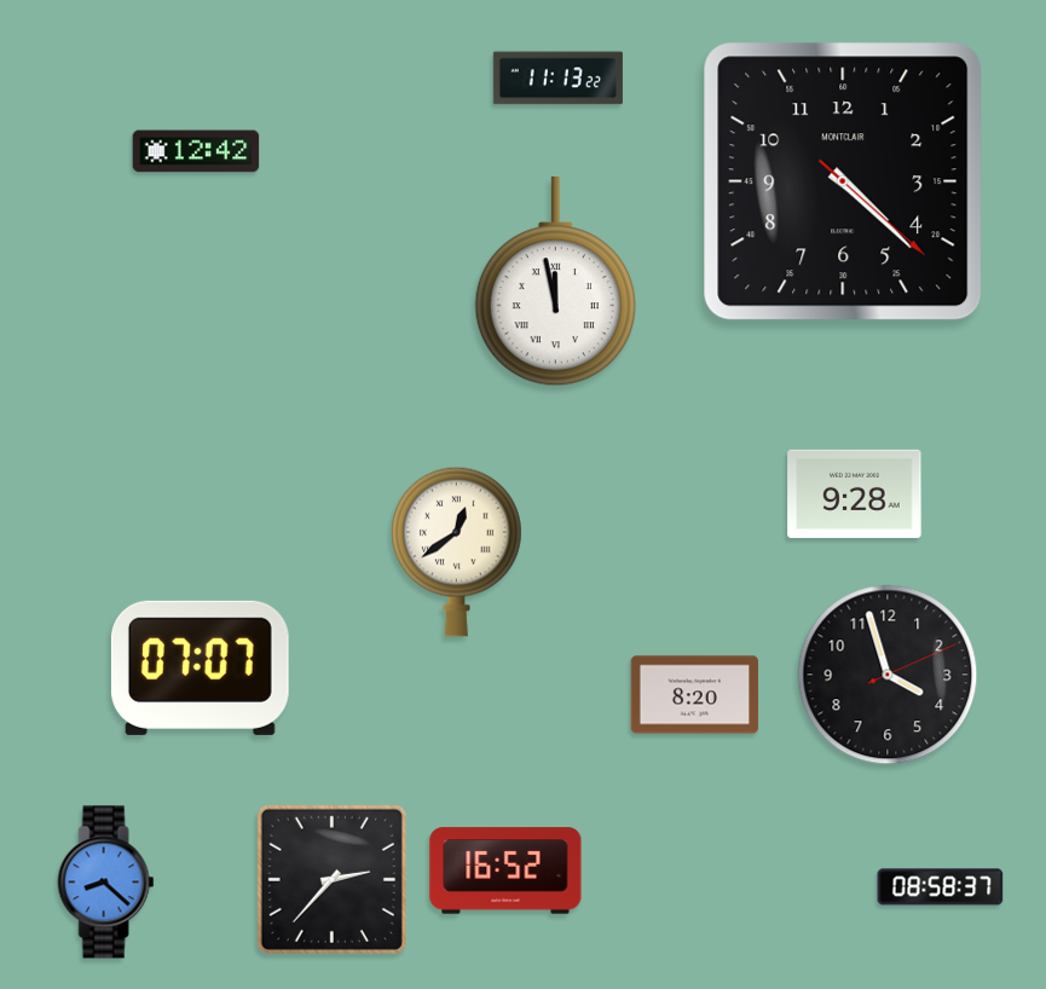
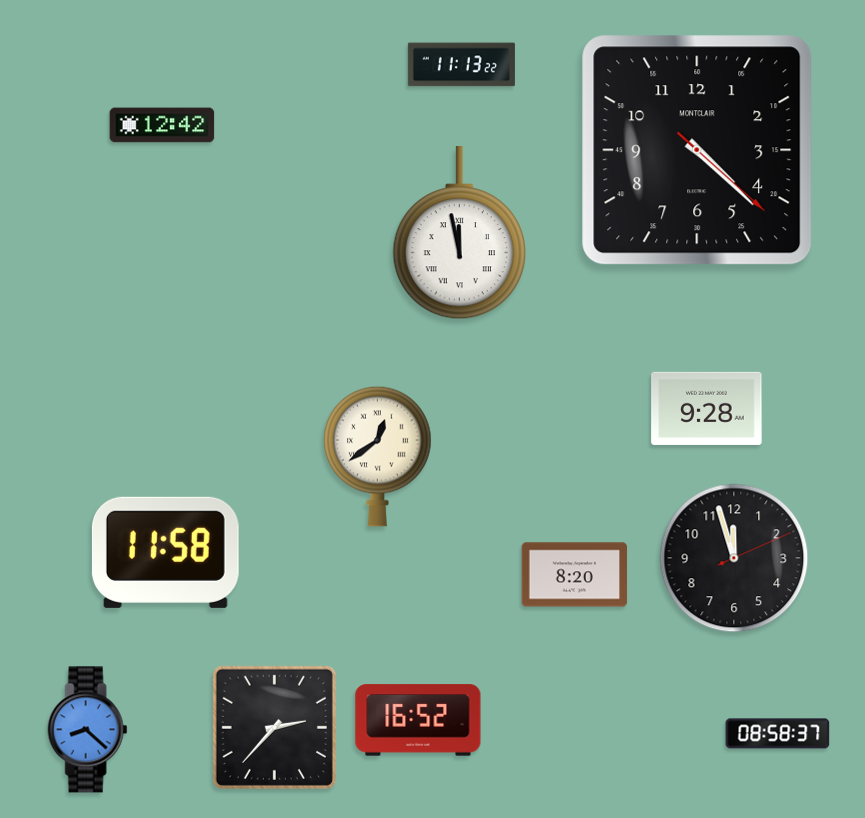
clock at (200, 667): 07:07 -> 11:58
clock at (888, 675): 3:57 -> 11:57
